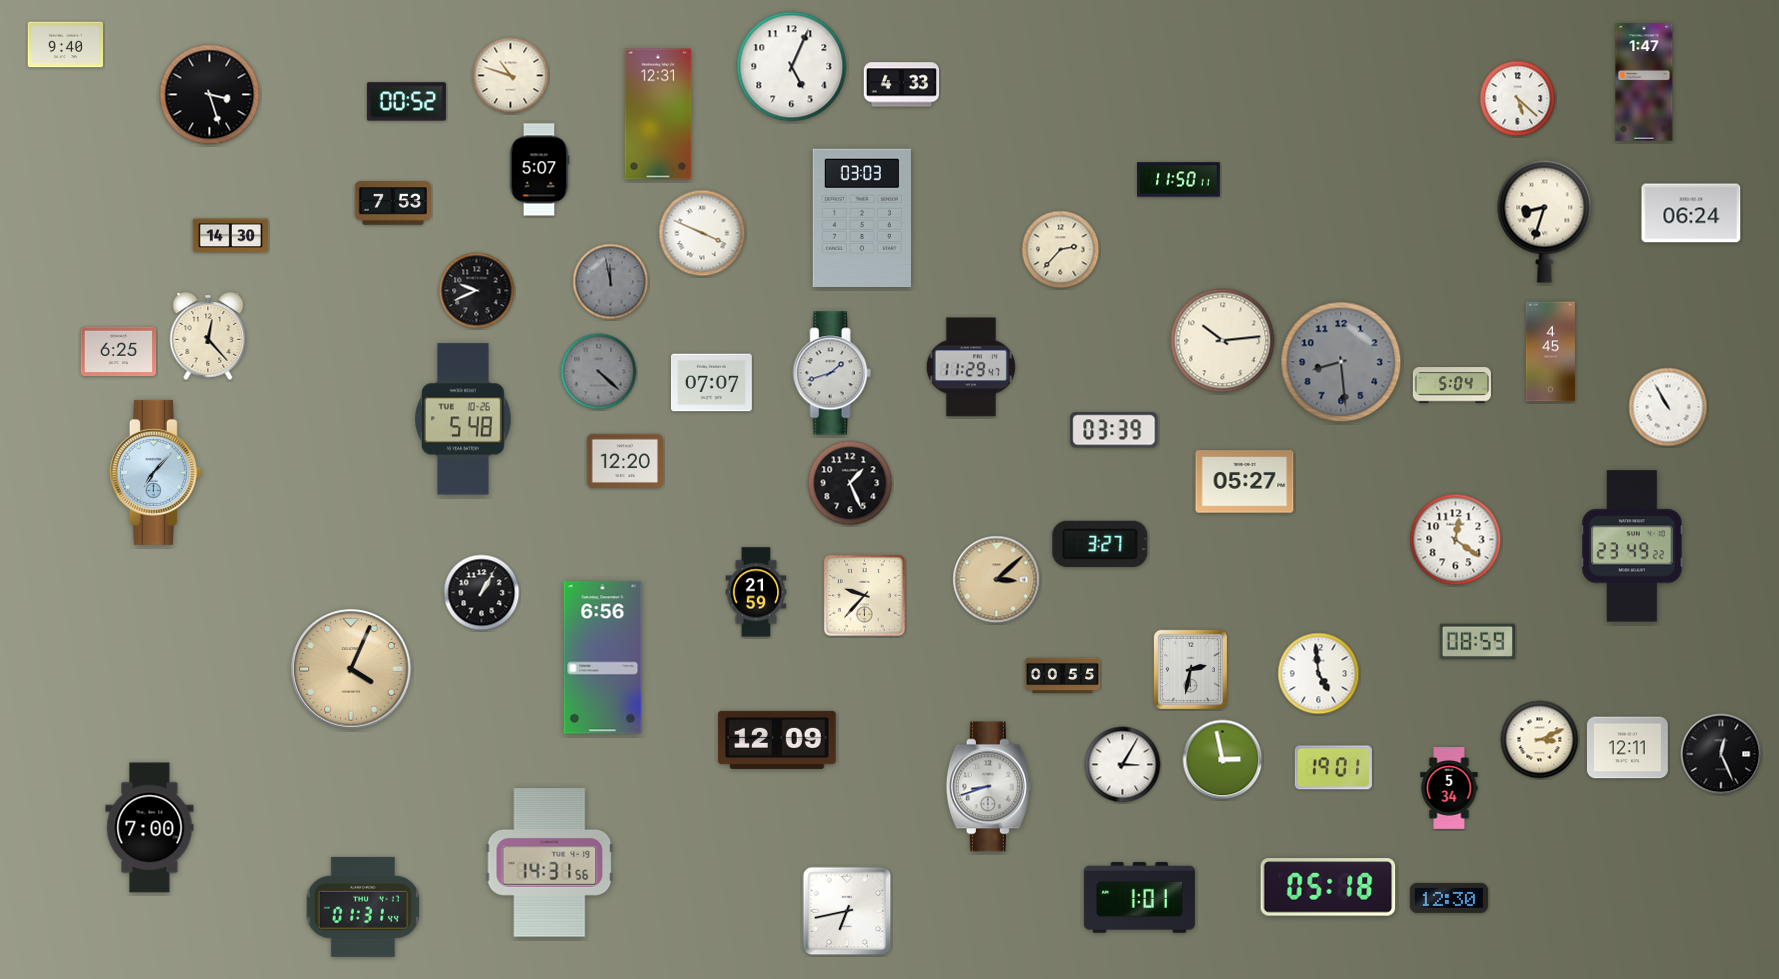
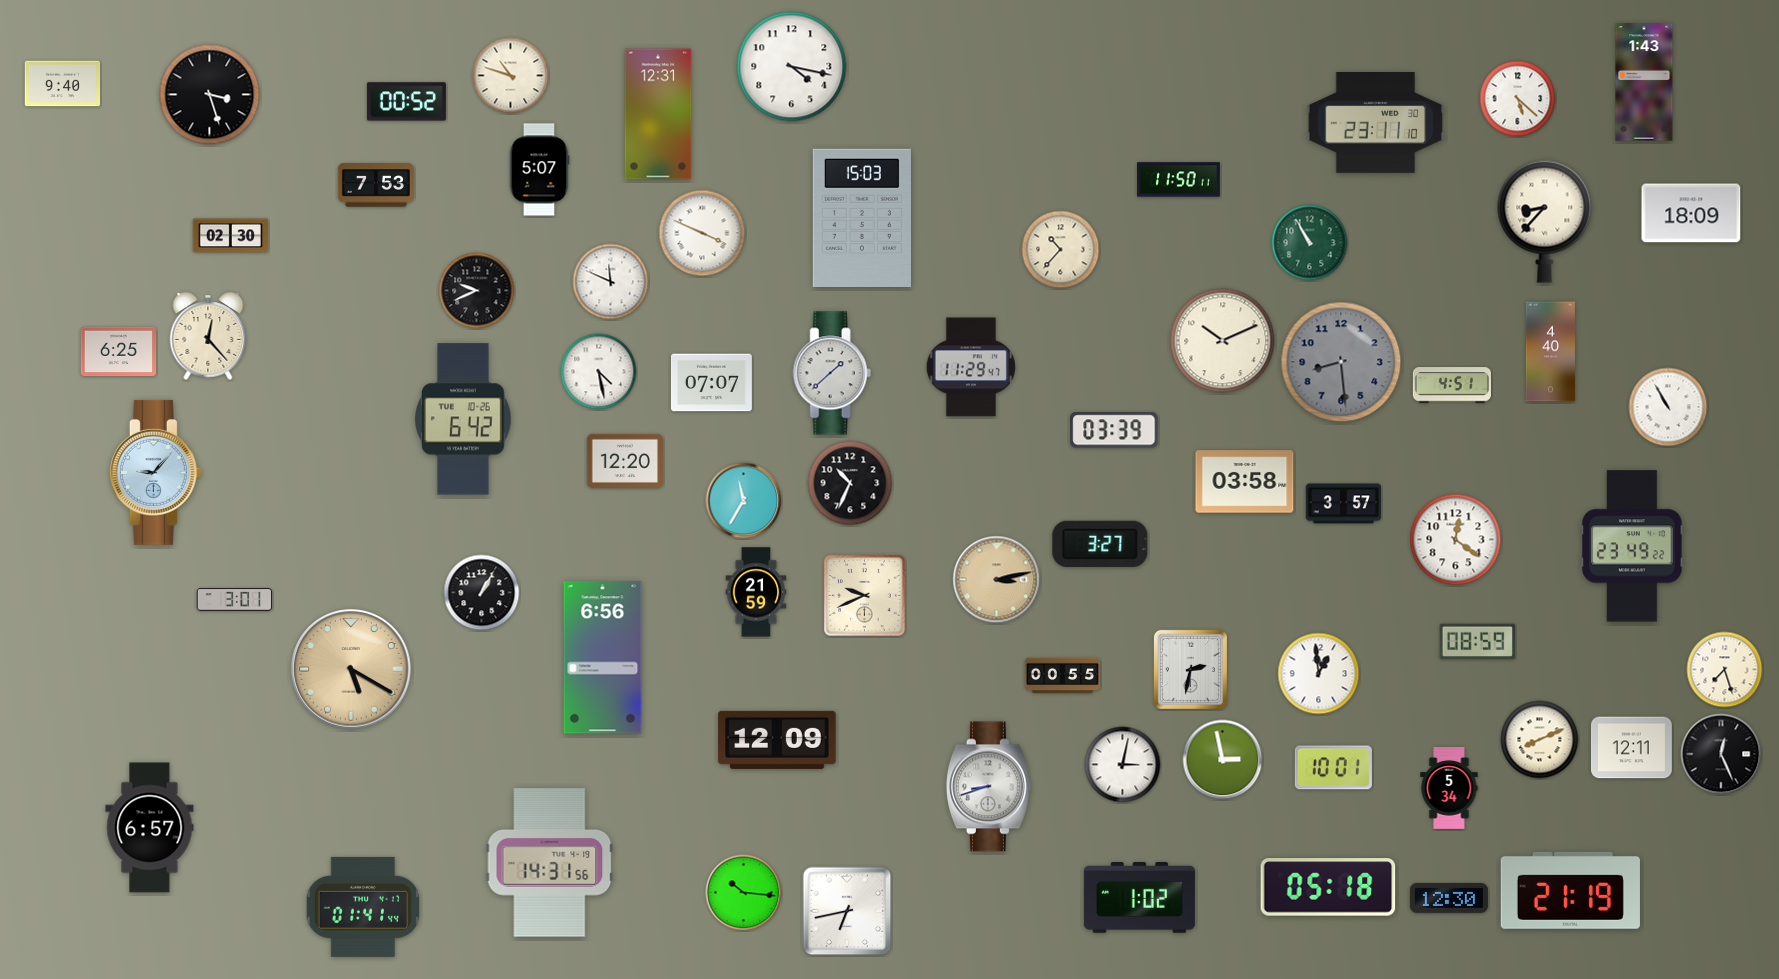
clock at (66, 45) position: (66, 45) -> (63, 84)
clock at (792, 67): 5:04 -> 4:17
clock at (1644, 82): 1:47 -> 1:43
clock at (902, 85): 4:33 -> none
clock at (1376, 123): none -> 23:11
clock at (392, 203) position: (392, 203) -> (375, 185)
clock at (1691, 213): 06:24 -> 18:09
clock at (862, 217): 03:03 -> 15:03
clock at (1545, 221): 8:33 -> 8:37
clock at (231, 236): 14:30 -> 02:30
clock at (1310, 243): none -> 10:55
clock at (1061, 250): 2:37 -> 10:37
clock at (611, 282): 11:58 -> 11:49
clock at (611, 282) dial: grey -> white
clock at (1223, 341): 10:14 -> 10:11
clock at (1550, 352): 4:45 -> 4:40
clock at (599, 372): 4:22 -> 4:28
clock at (599, 372) dial: grey -> white
clock at (832, 373): 1:42 -> 1:38
clock at (1452, 385): 5:04 -> 4:51
clock at (464, 419): 5:48 -> 6:42
clock at (155, 472): 7:07 -> 9:07
clock at (1245, 482): 05:27 -> 03:58
clock at (850, 483): 1:26 -> 10:34
clock at (744, 501): none -> 11:35
clock at (1344, 504): none -> 3:57
clock at (997, 580): 3:08 -> 3:13
clock at (865, 596): 9:37 -> 9:41
clock at (235, 600): none -> 3:01
clock at (351, 669): 4:04 -> 5:20
clock at (1725, 670): none -> 7:27
clock at (1319, 674): 4:59 -> 12:59
clock at (1540, 740): 3:11 -> 8:11
clock at (1627, 748) position: (1627, 748) -> (1631, 748)
clock at (1123, 765): 3:05 -> 3:02
clock at (1333, 768): 19:01 -> 10:01
clock at (150, 828): 7:00 -> 6:57
clock at (1570, 890): none -> 21:19
clock at (744, 893): none -> 10:16
clock at (1139, 898): 1:01 -> 1:02
clock at (362, 907): 01:31 -> 01:41
